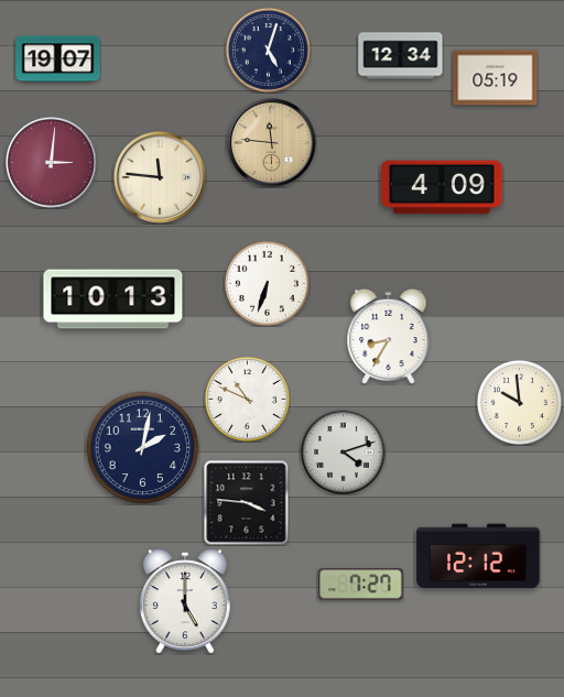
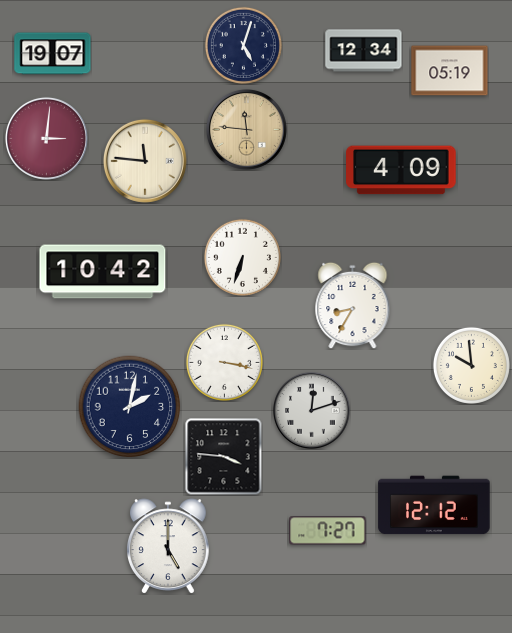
clock at (51, 162) position: (51, 162) -> (46, 138)
clock at (113, 300): 10:13 -> 10:42
clock at (247, 399): 10:49 -> 3:17
clock at (344, 453): 4:12 -> 12:12
